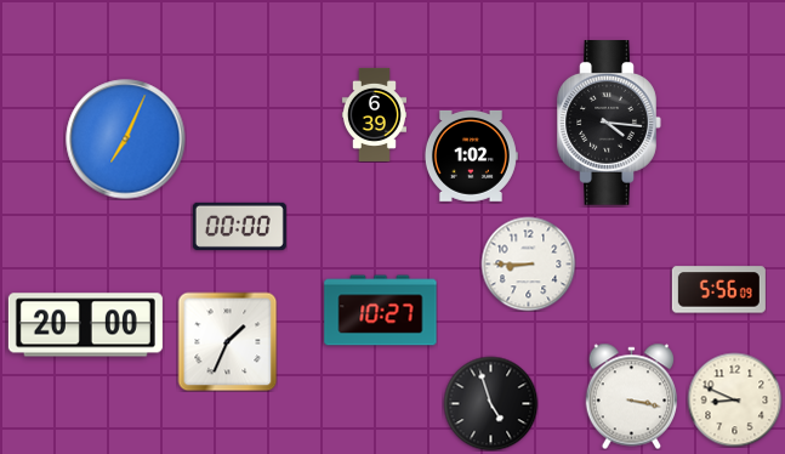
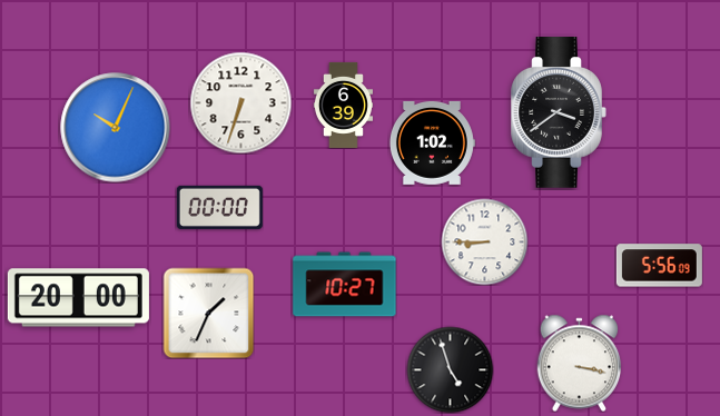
clock at (240, 102): none -> 6:33
clock at (609, 124): 4:16 -> 3:39
clock at (126, 140): 7:04 -> 10:04
clock at (381, 311) position: (381, 311) -> (345, 285)
clock at (734, 399): 8:49 -> none
